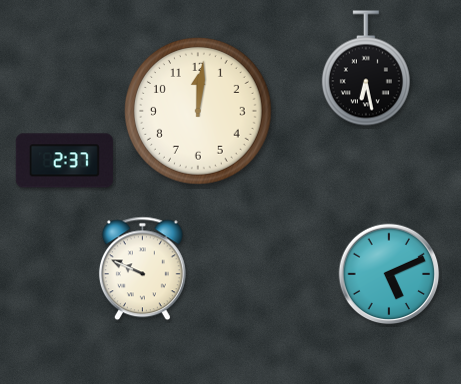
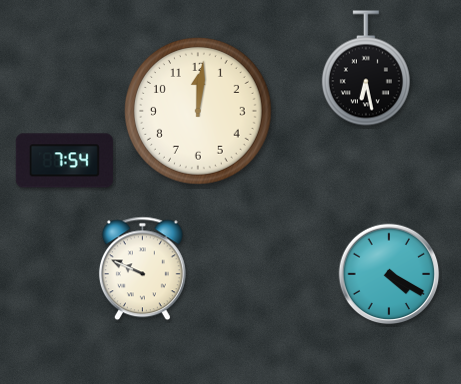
clock at (64, 161): 2:37 -> 7:54
clock at (389, 274): 5:11 -> 4:20
